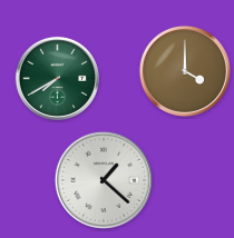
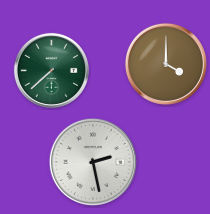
clock at (57, 78): 7:40 -> 7:38
clock at (103, 179): 1:22 -> 2:28
